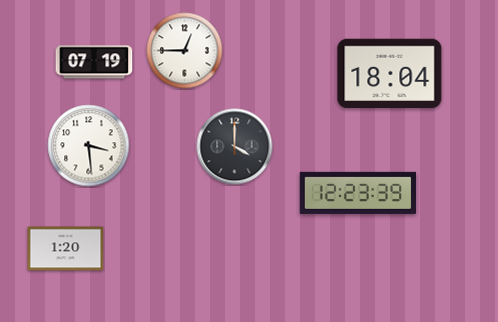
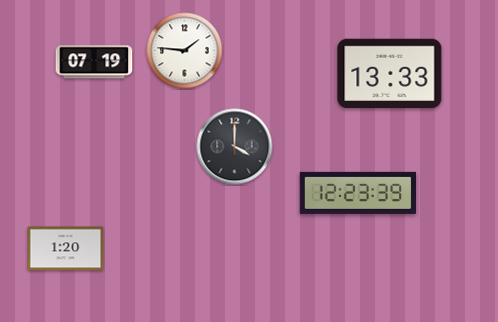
clock at (185, 51): 12:45 -> 1:46
clock at (390, 73): 18:04 -> 13:33
clock at (89, 146): 3:29 -> none
